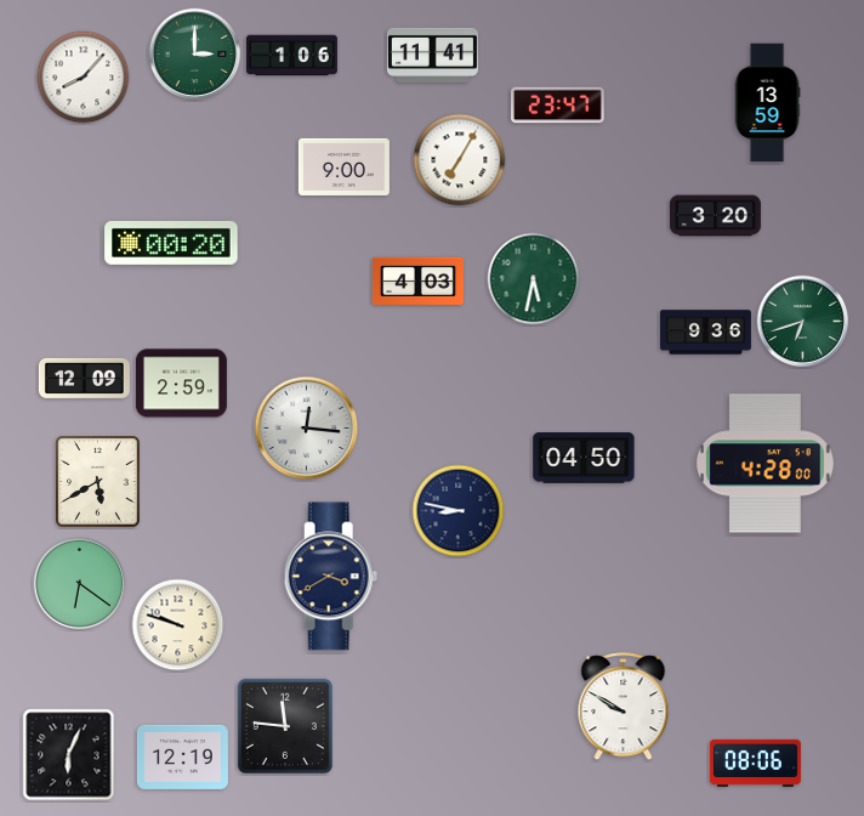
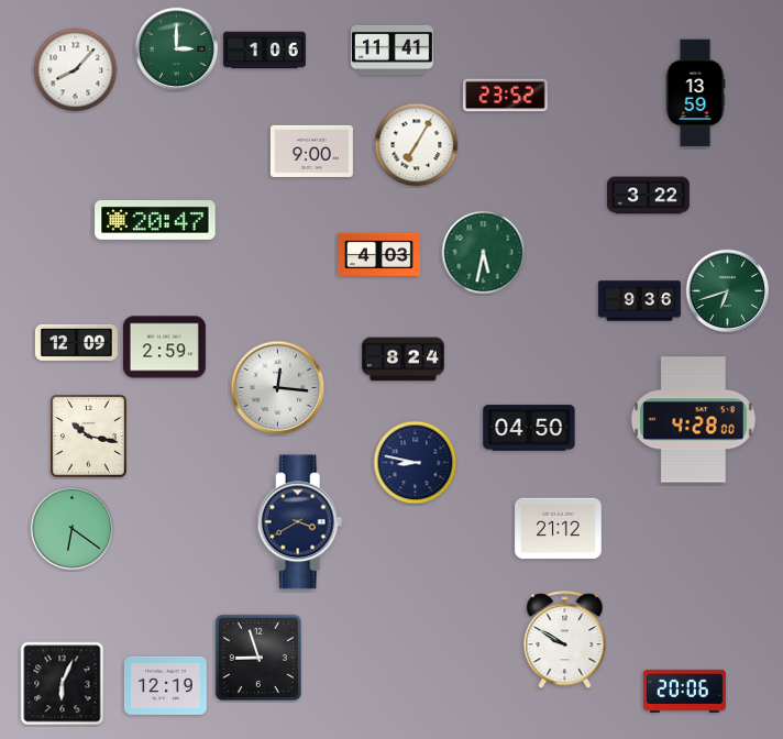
clock at (558, 106): 23:47 -> 23:52
clock at (715, 216): 3:20 -> 3:22
clock at (171, 243): 00:20 -> 20:47
clock at (402, 360): none -> 8:24
clock at (584, 458) position: (584, 458) -> (529, 428)
clock at (98, 482): 5:40 -> 10:17
clock at (559, 529): none -> 21:12
clock at (178, 625): 9:48 -> none
clock at (285, 726): 11:46 -> 8:57
clock at (755, 763): 08:06 -> 20:06
